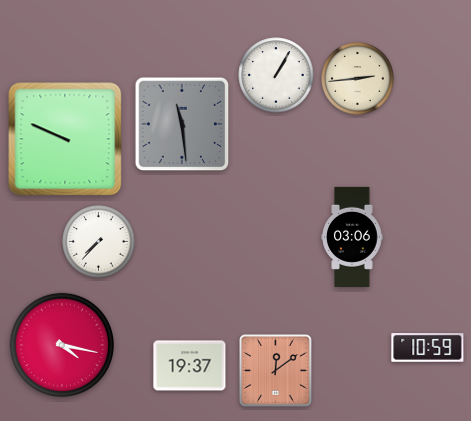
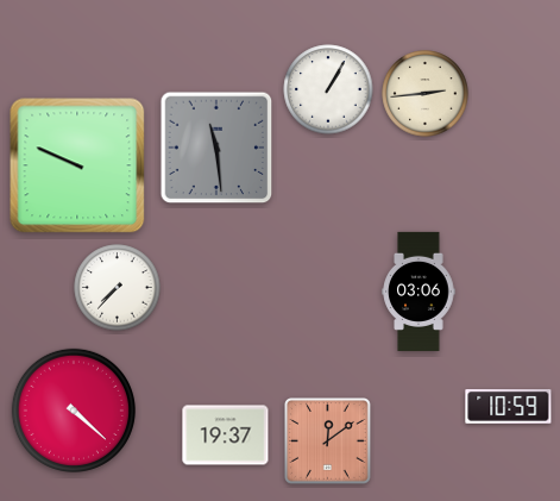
clock at (352, 237) position: (352, 237) -> (419, 292)
clock at (62, 345): 4:17 -> 4:22
clock at (428, 348) position: (428, 348) -> (509, 407)
